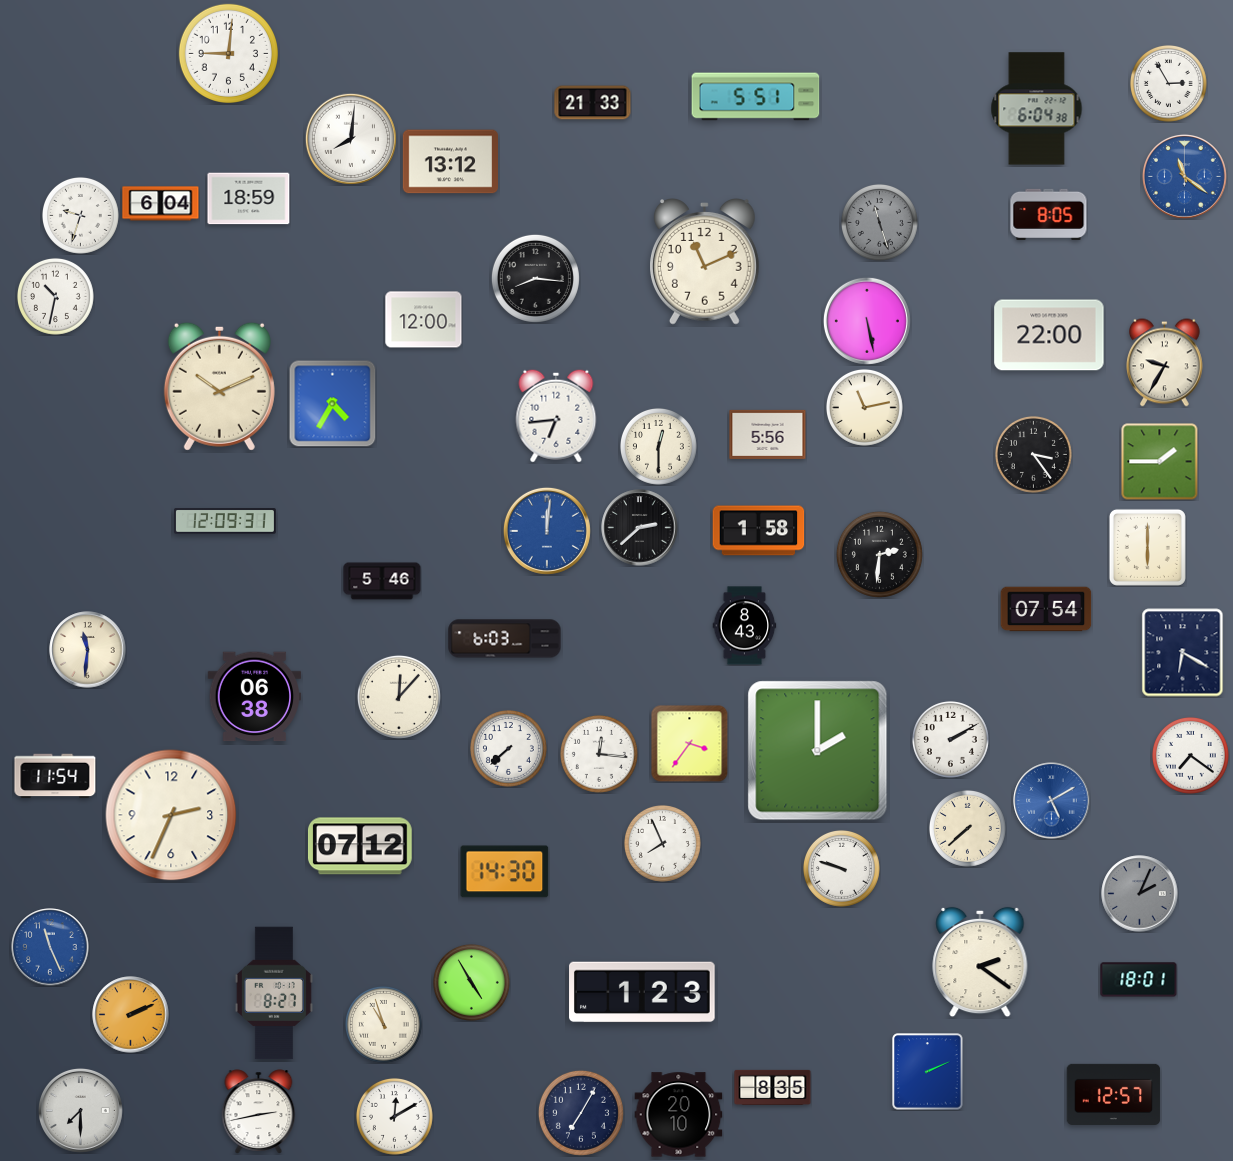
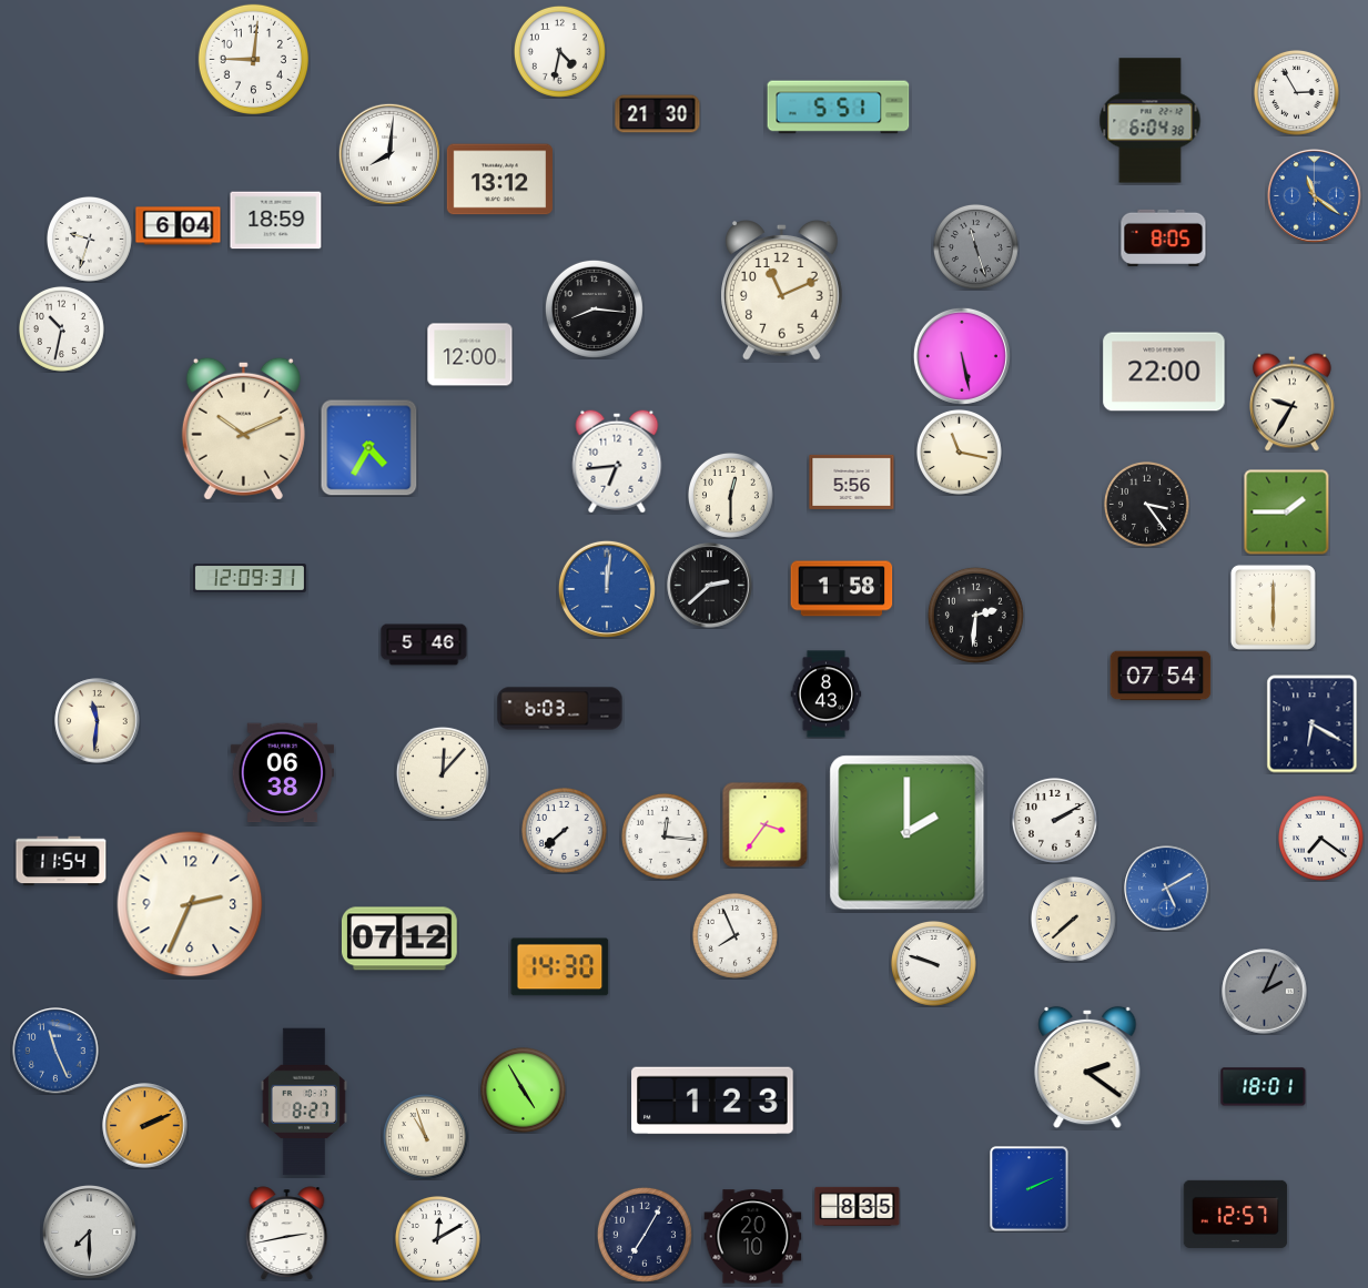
clock at (559, 51): none -> 4:32
clock at (593, 103): 21:33 -> 21:30
clock at (864, 407): 11:13 -> 11:17
